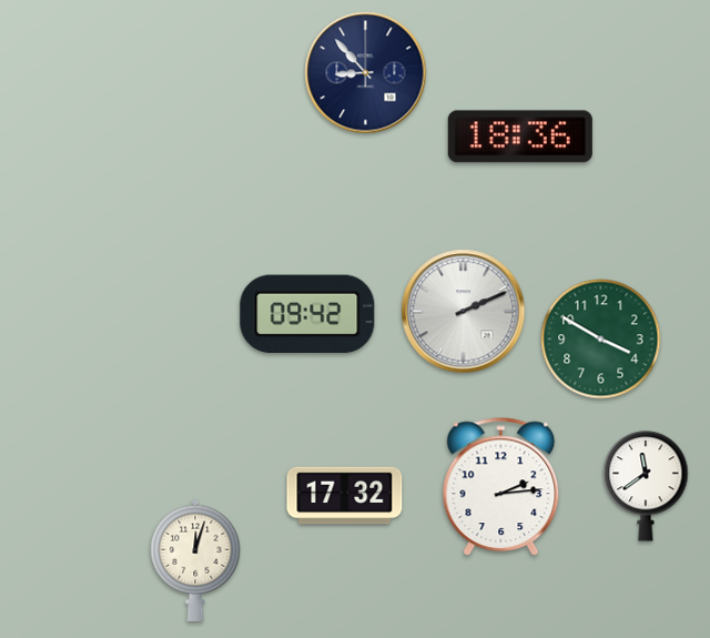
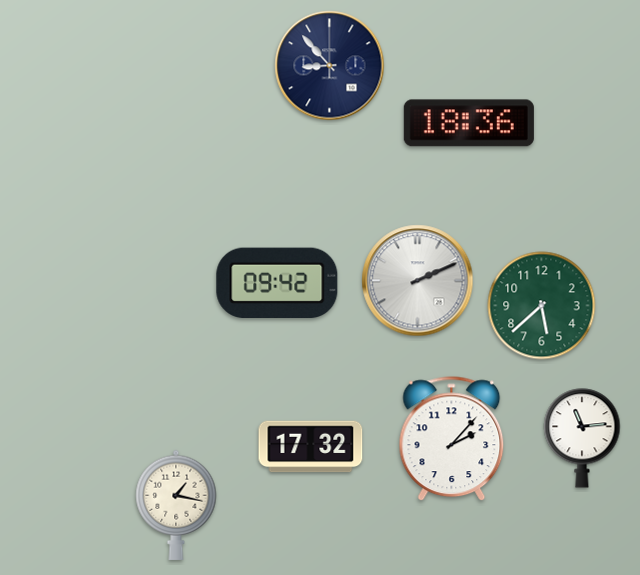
clock at (601, 340): 3:50 -> 5:38
clock at (646, 486): 11:39 -> 11:14
clock at (501, 487): 2:14 -> 2:07
clock at (195, 560): 12:03 -> 1:17
